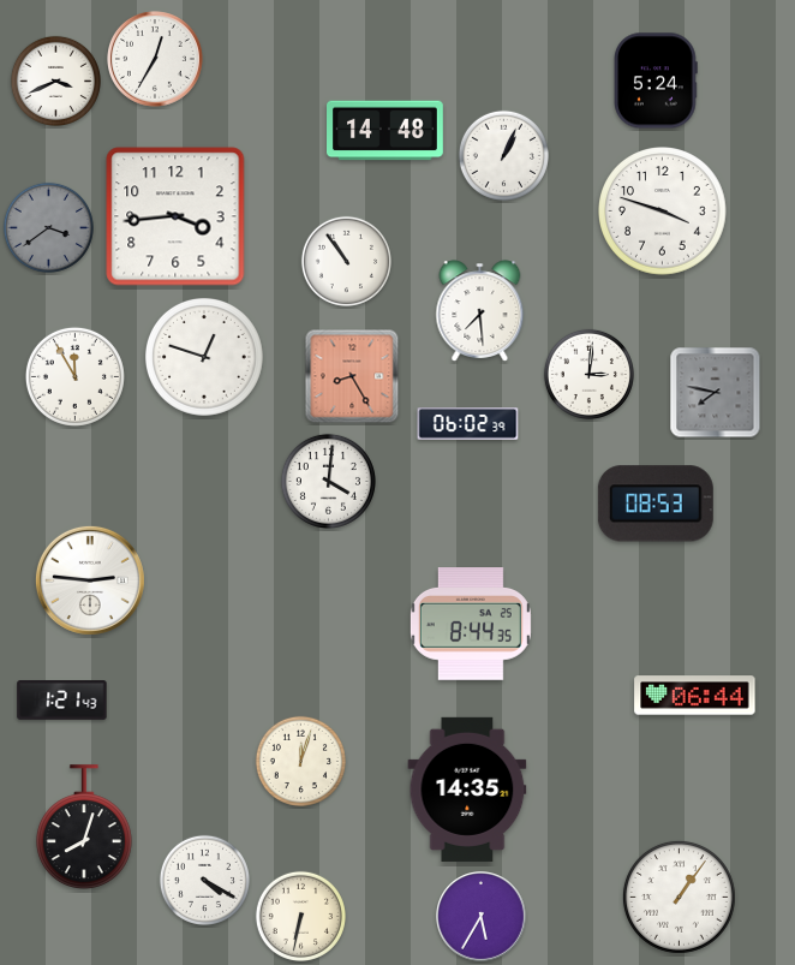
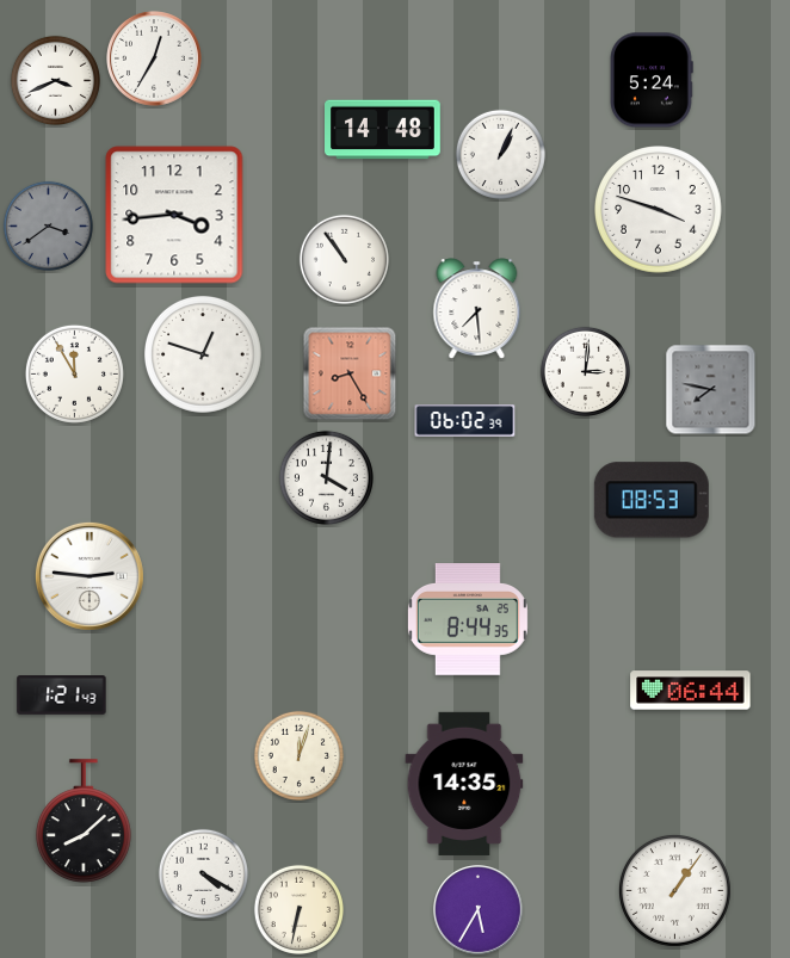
clock at (84, 827): 8:03 -> 8:08
